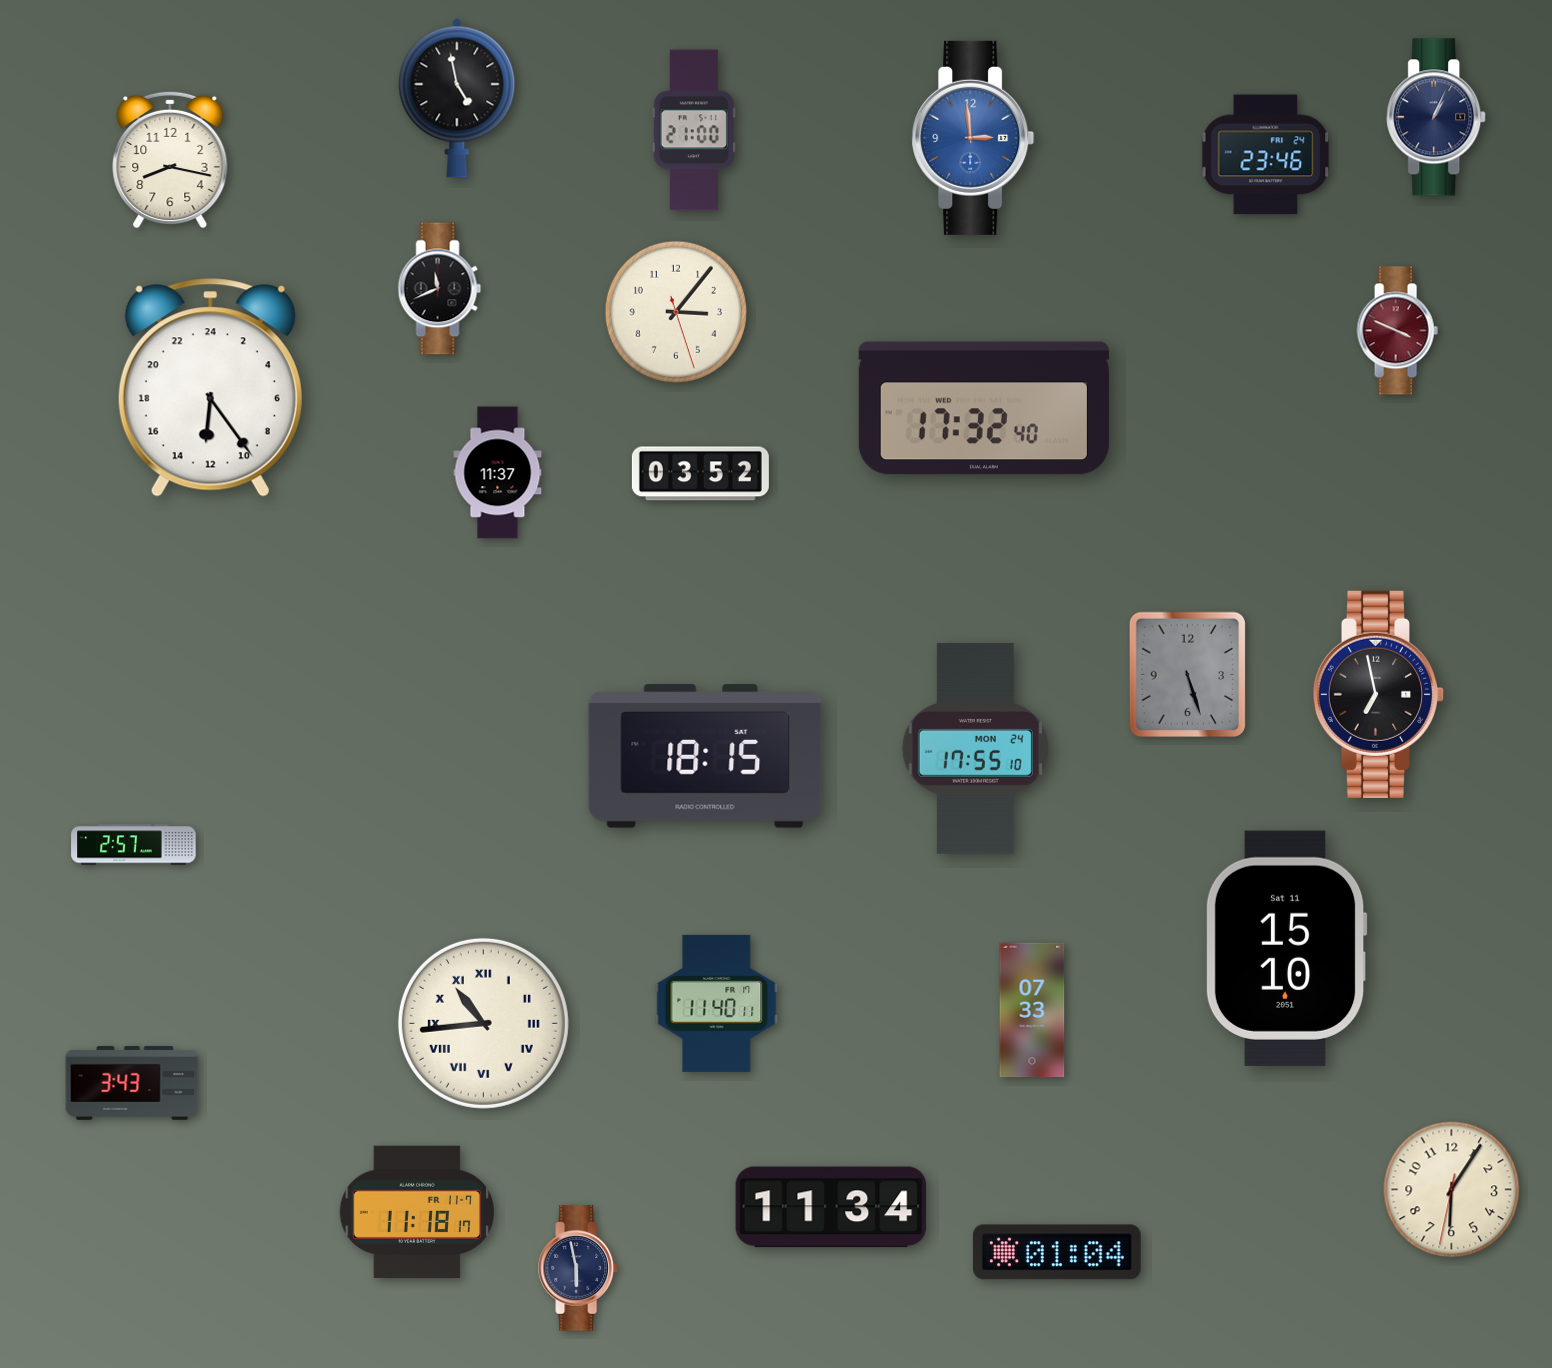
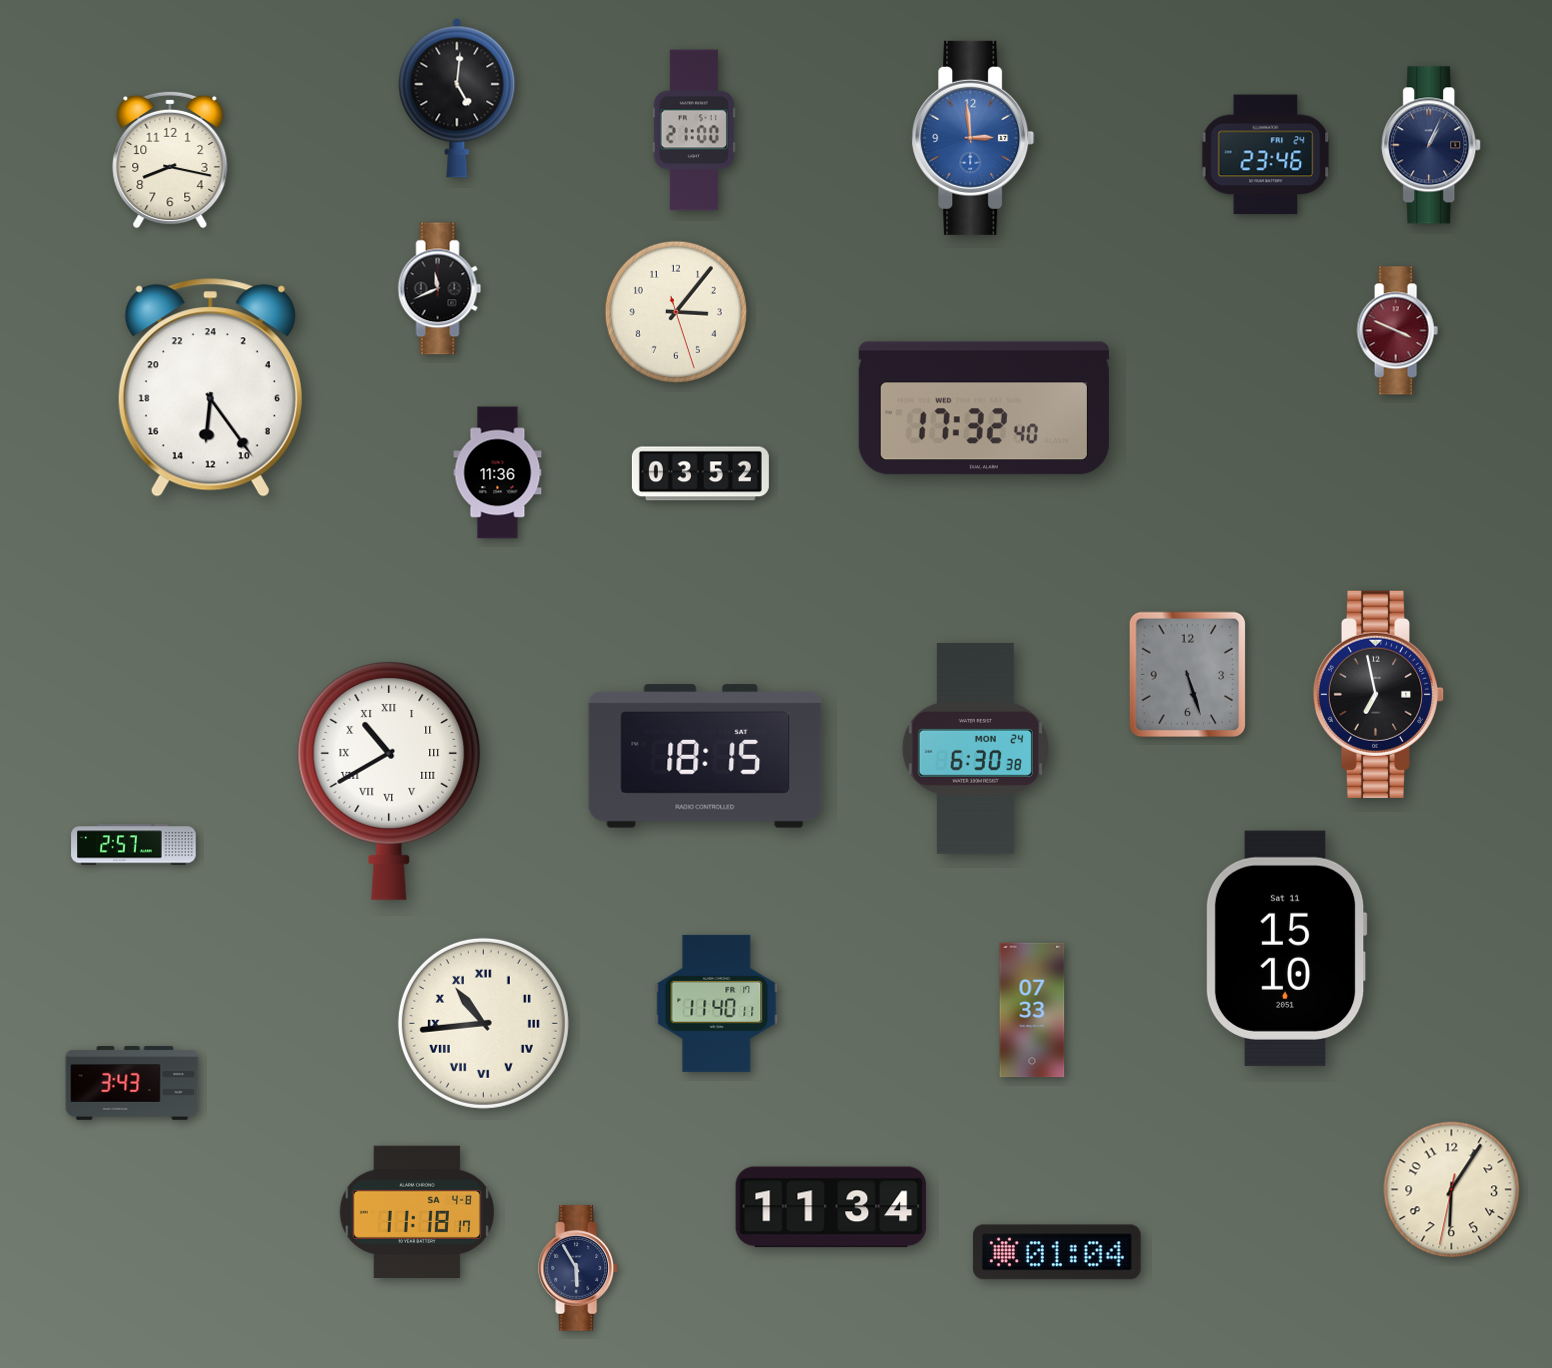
clock at (457, 98): 4:58 -> 5:01
clock at (1437, 117) position: (1437, 117) -> (1432, 145)
clock at (498, 473): 11:37 -> 11:36
clock at (975, 748): 17:55 -> 6:30
clock at (389, 780): none -> 10:40
clock at (417, 1212) date: FR 11-7 -> SA 4-8
clock at (578, 1268): 5:58 -> 5:55
